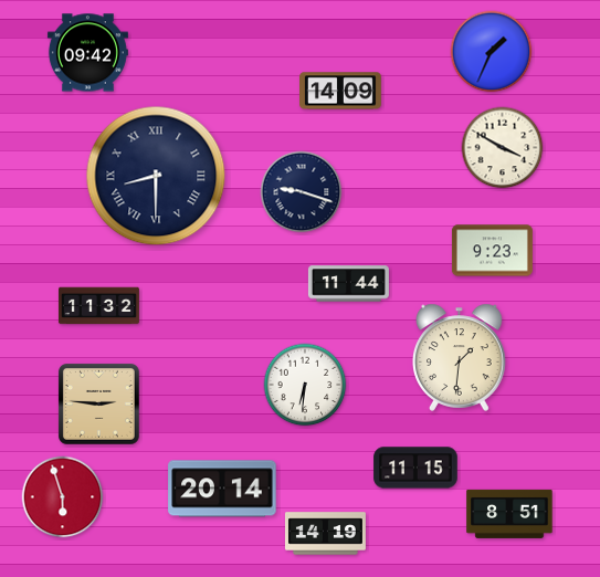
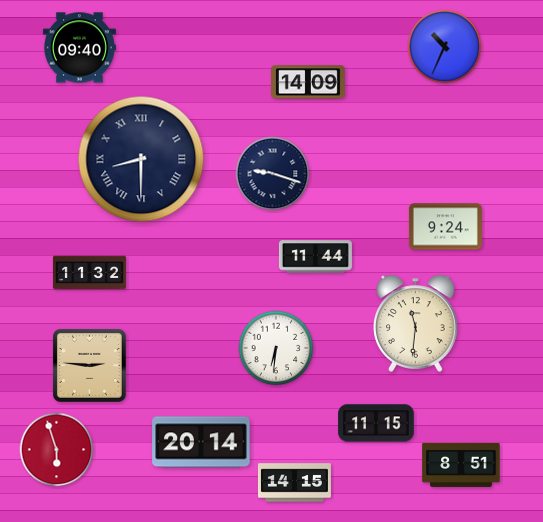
clock at (492, 52): 1:34 -> 10:34
clock at (87, 53): 09:42 -> 09:40
clock at (503, 148): 3:50 -> none
clock at (492, 251): 9:23 -> 9:24
clock at (98, 306) position: (98, 306) -> (89, 273)
clock at (460, 357): 1:31 -> 11:31
clock at (325, 534): 14:19 -> 14:15
